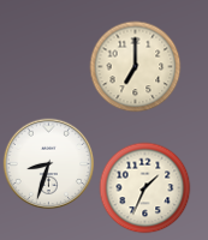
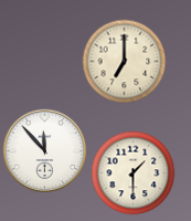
clock at (49, 164): 8:33 -> 11:53
clock at (145, 188): 1:34 -> 1:30
